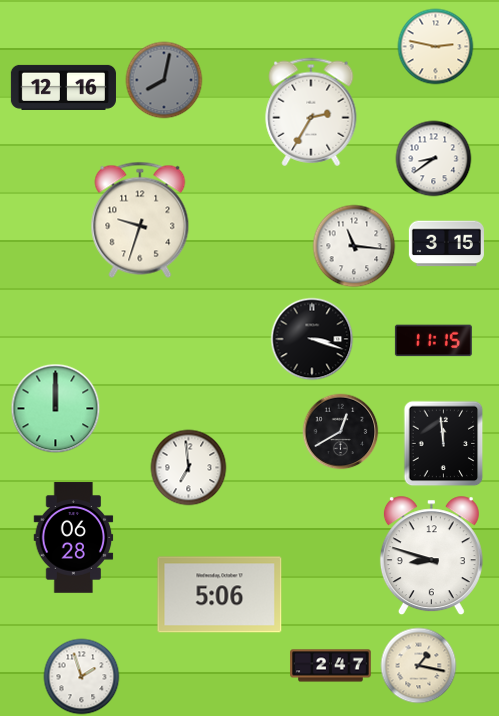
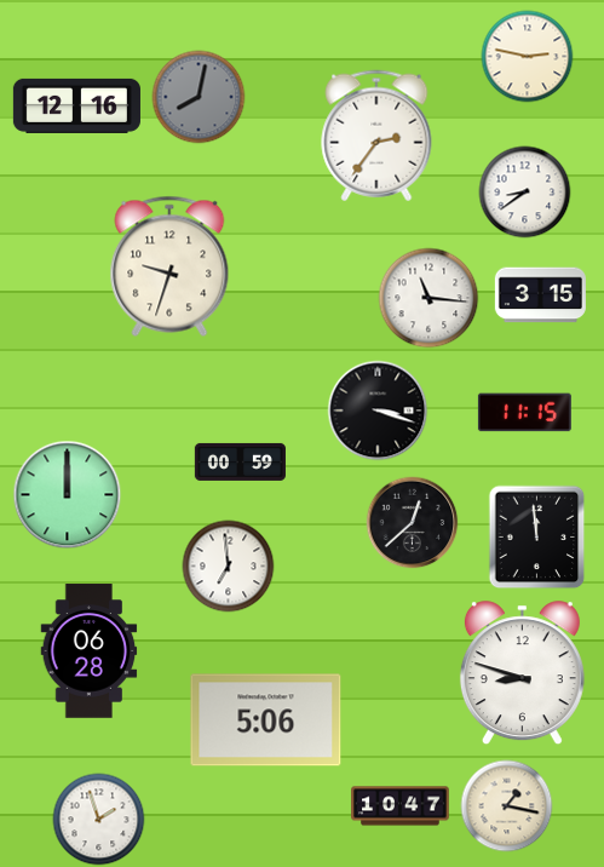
clock at (311, 112): 2:35 -> 2:36
clock at (240, 461): none -> 00:59
clock at (341, 432): 12:40 -> 12:38
clock at (331, 666): 2:47 -> 10:47
